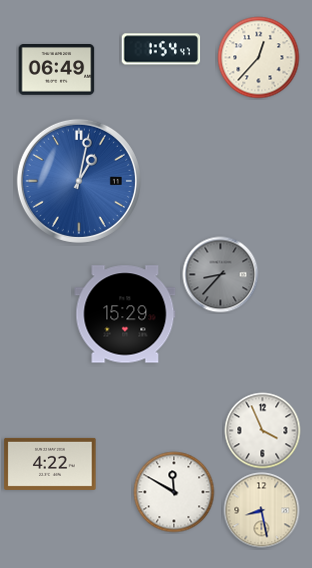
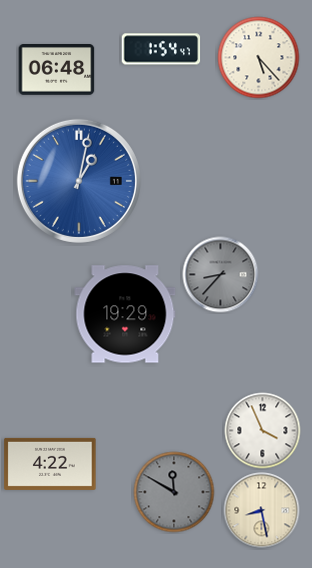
clock at (259, 58): 12:37 -> 5:23
clock at (57, 70): 06:49 -> 06:48
clock at (125, 314): 15:29 -> 19:29
clock at (174, 492) dial: white -> grey
